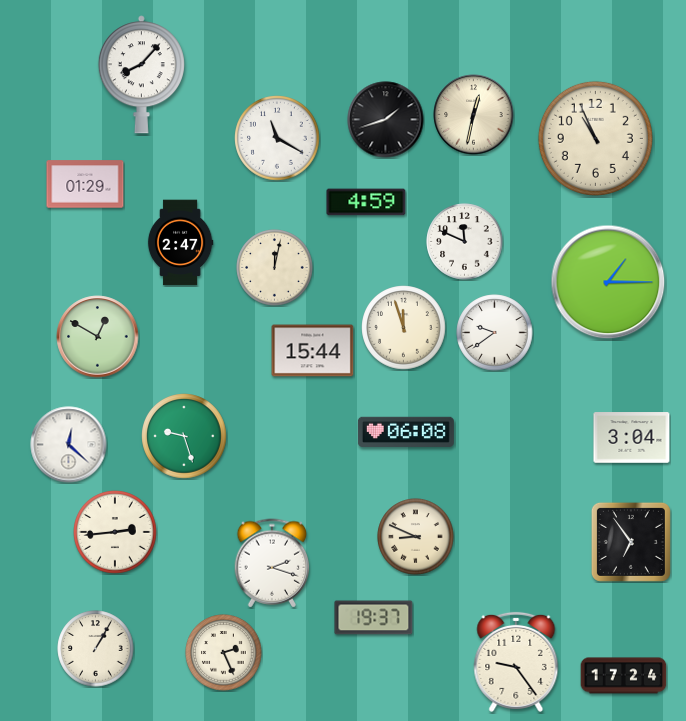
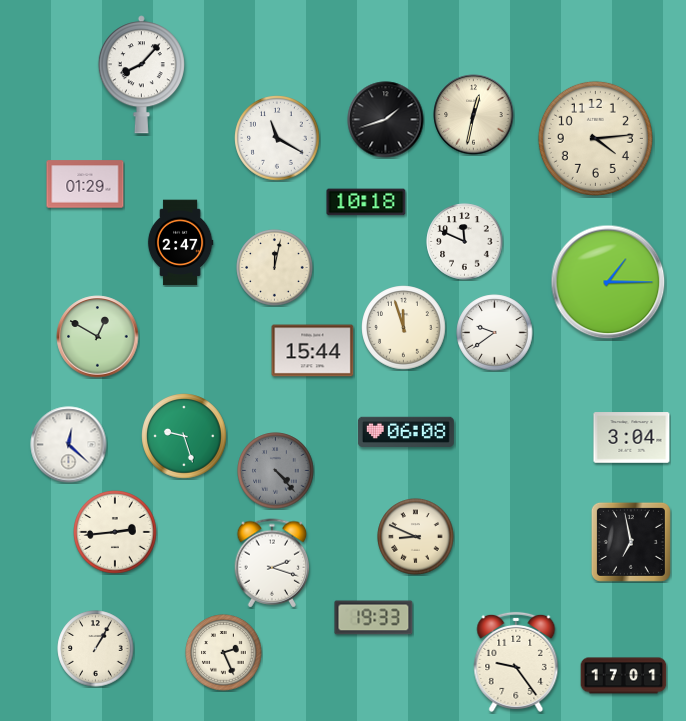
clock at (595, 138): 10:56 -> 4:14
clock at (366, 202): 4:59 -> 10:18
clock at (276, 471): none -> 4:23
clock at (631, 542): 6:54 -> 6:58
clock at (374, 618): 19:37 -> 19:33
clock at (624, 676): 17:24 -> 17:01
